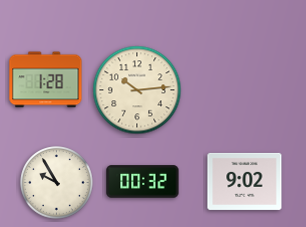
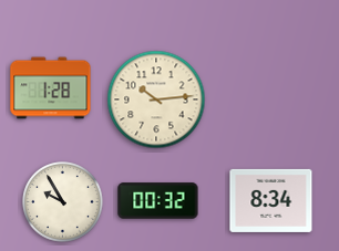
clock at (137, 90) position: (137, 90) -> (156, 100)
clock at (245, 181): 9:02 -> 8:34
